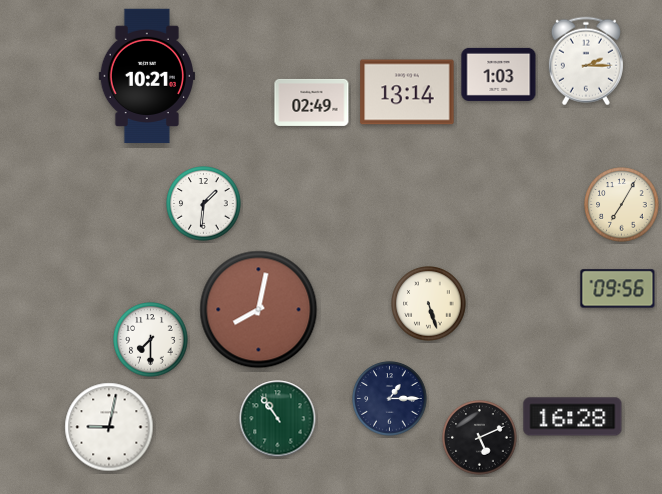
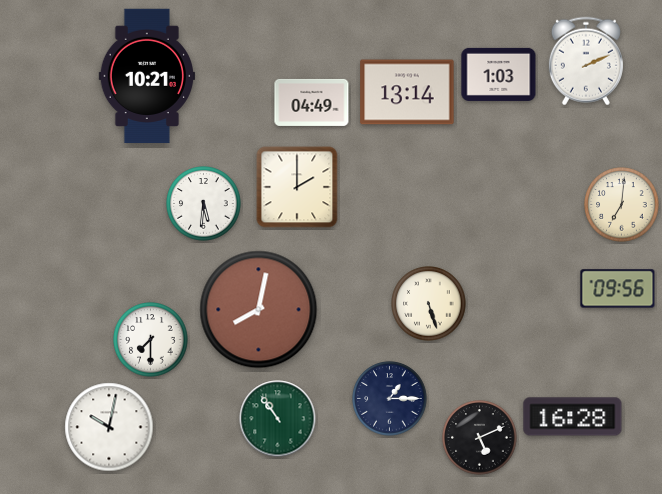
clock at (586, 61): 2:15 -> 2:11
clock at (312, 102): 02:49 -> 04:49
clock at (297, 187): none -> 2:00
clock at (204, 204): 1:31 -> 5:31
clock at (622, 205): 7:05 -> 7:01
clock at (109, 427): 9:02 -> 10:02
